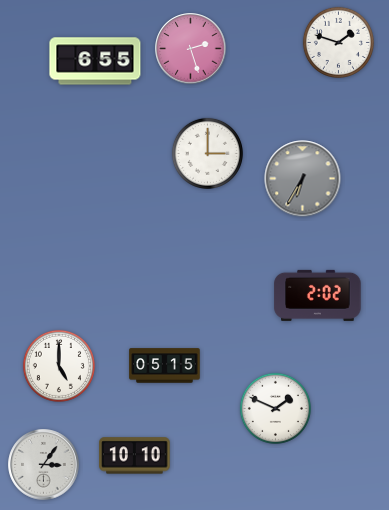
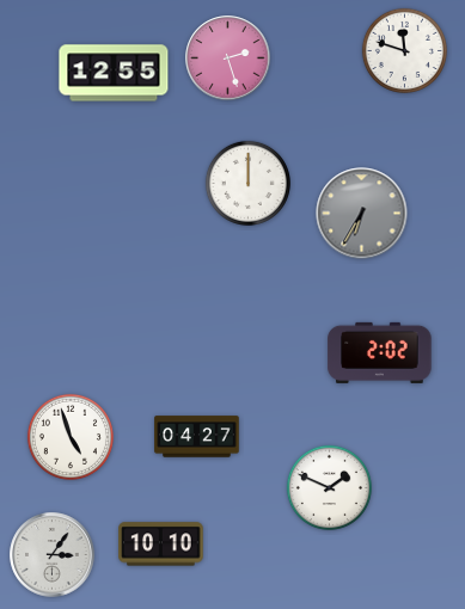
clock at (338, 42): 1:48 -> 11:48
clock at (95, 61): 6:55 -> 12:55
clock at (207, 153): 3:00 -> 12:00
clock at (59, 366): 5:00 -> 4:57
clock at (165, 366): 05:15 -> 04:27
